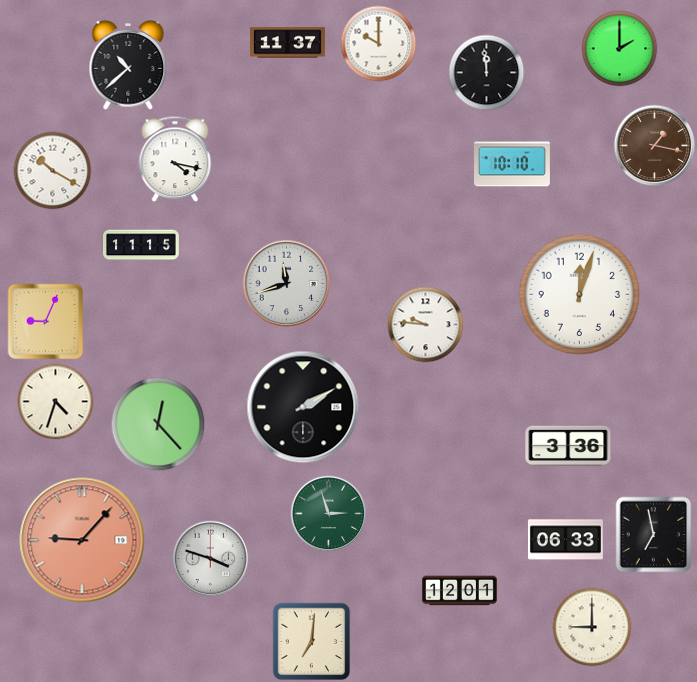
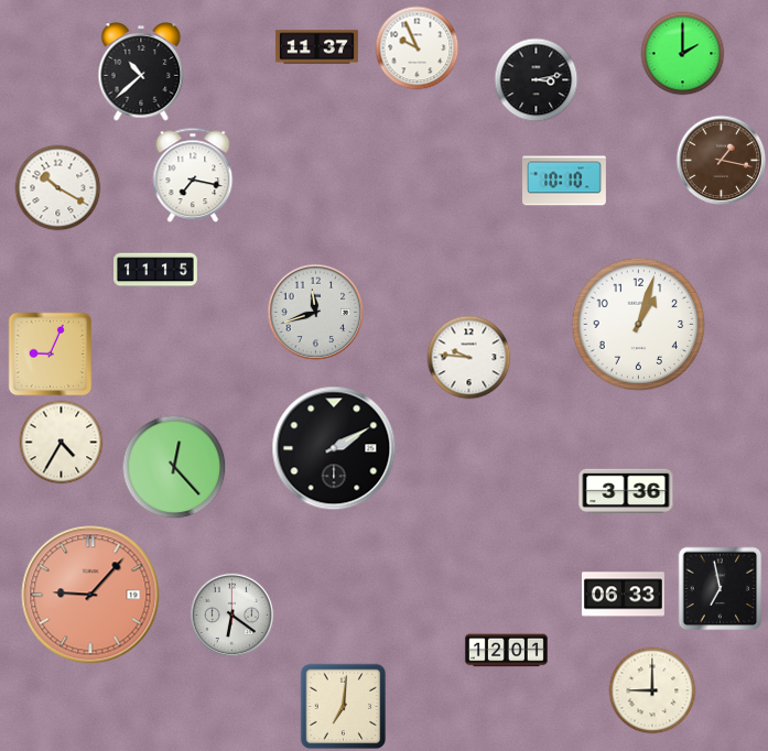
clock at (379, 44): 10:00 -> 9:56
clock at (487, 73): 11:59 -> 3:13
clock at (175, 159): 4:17 -> 7:17
clock at (580, 295): 12:03 -> 1:03
clock at (56, 402): 4:33 -> 4:35
clock at (329, 514): 2:57 -> none
clock at (211, 559): 3:48 -> 6:21
